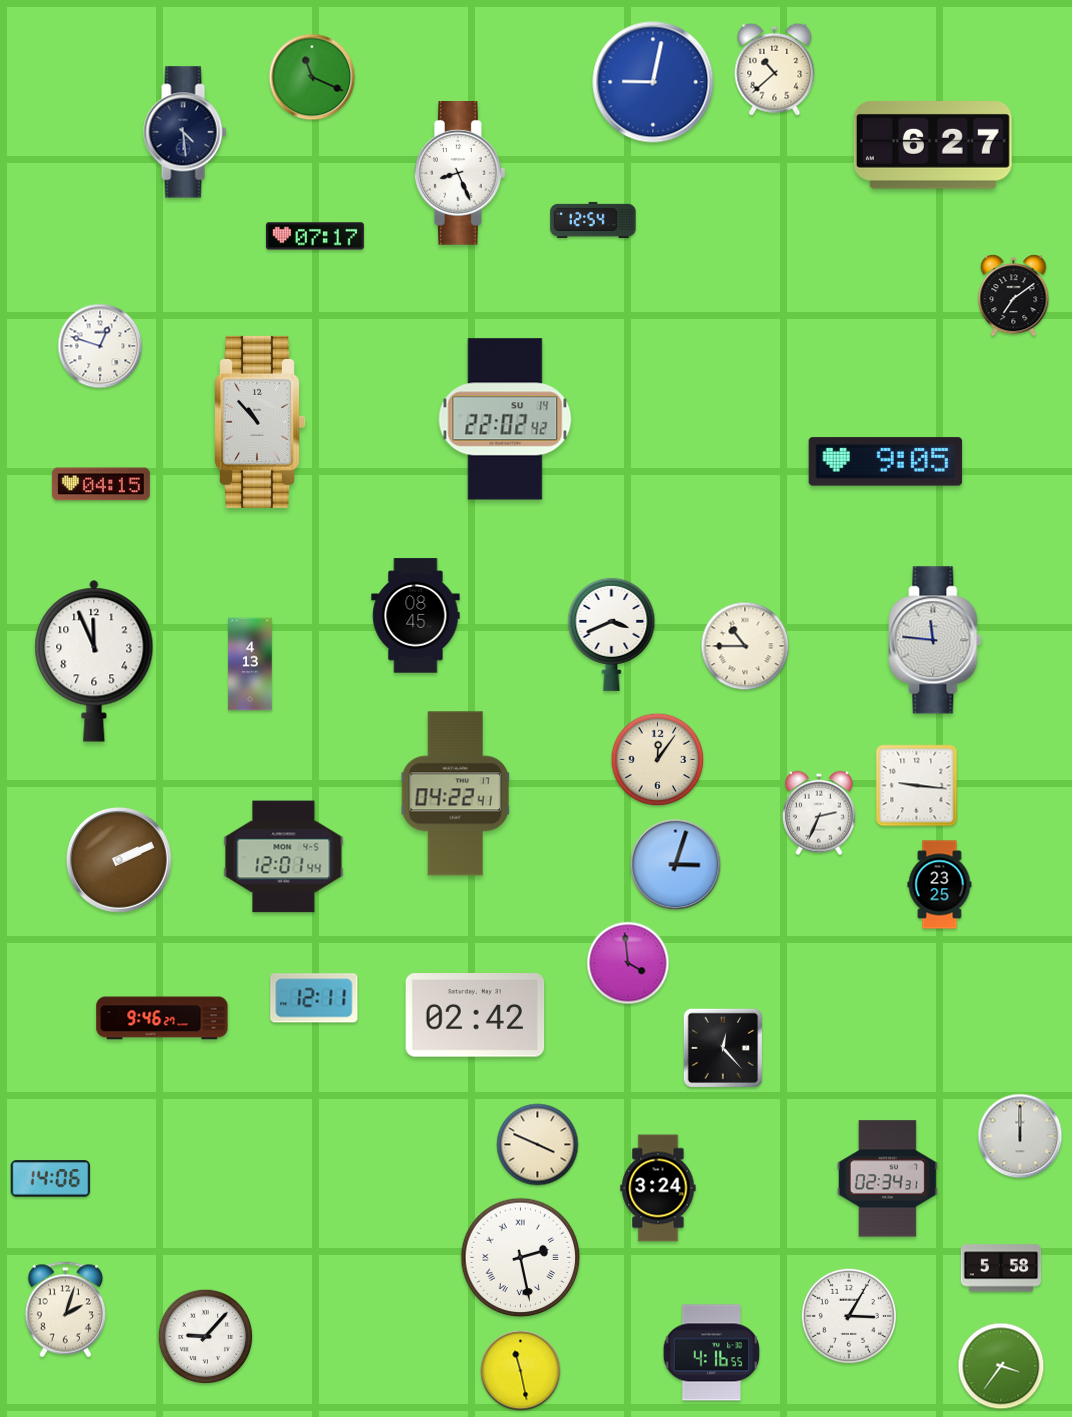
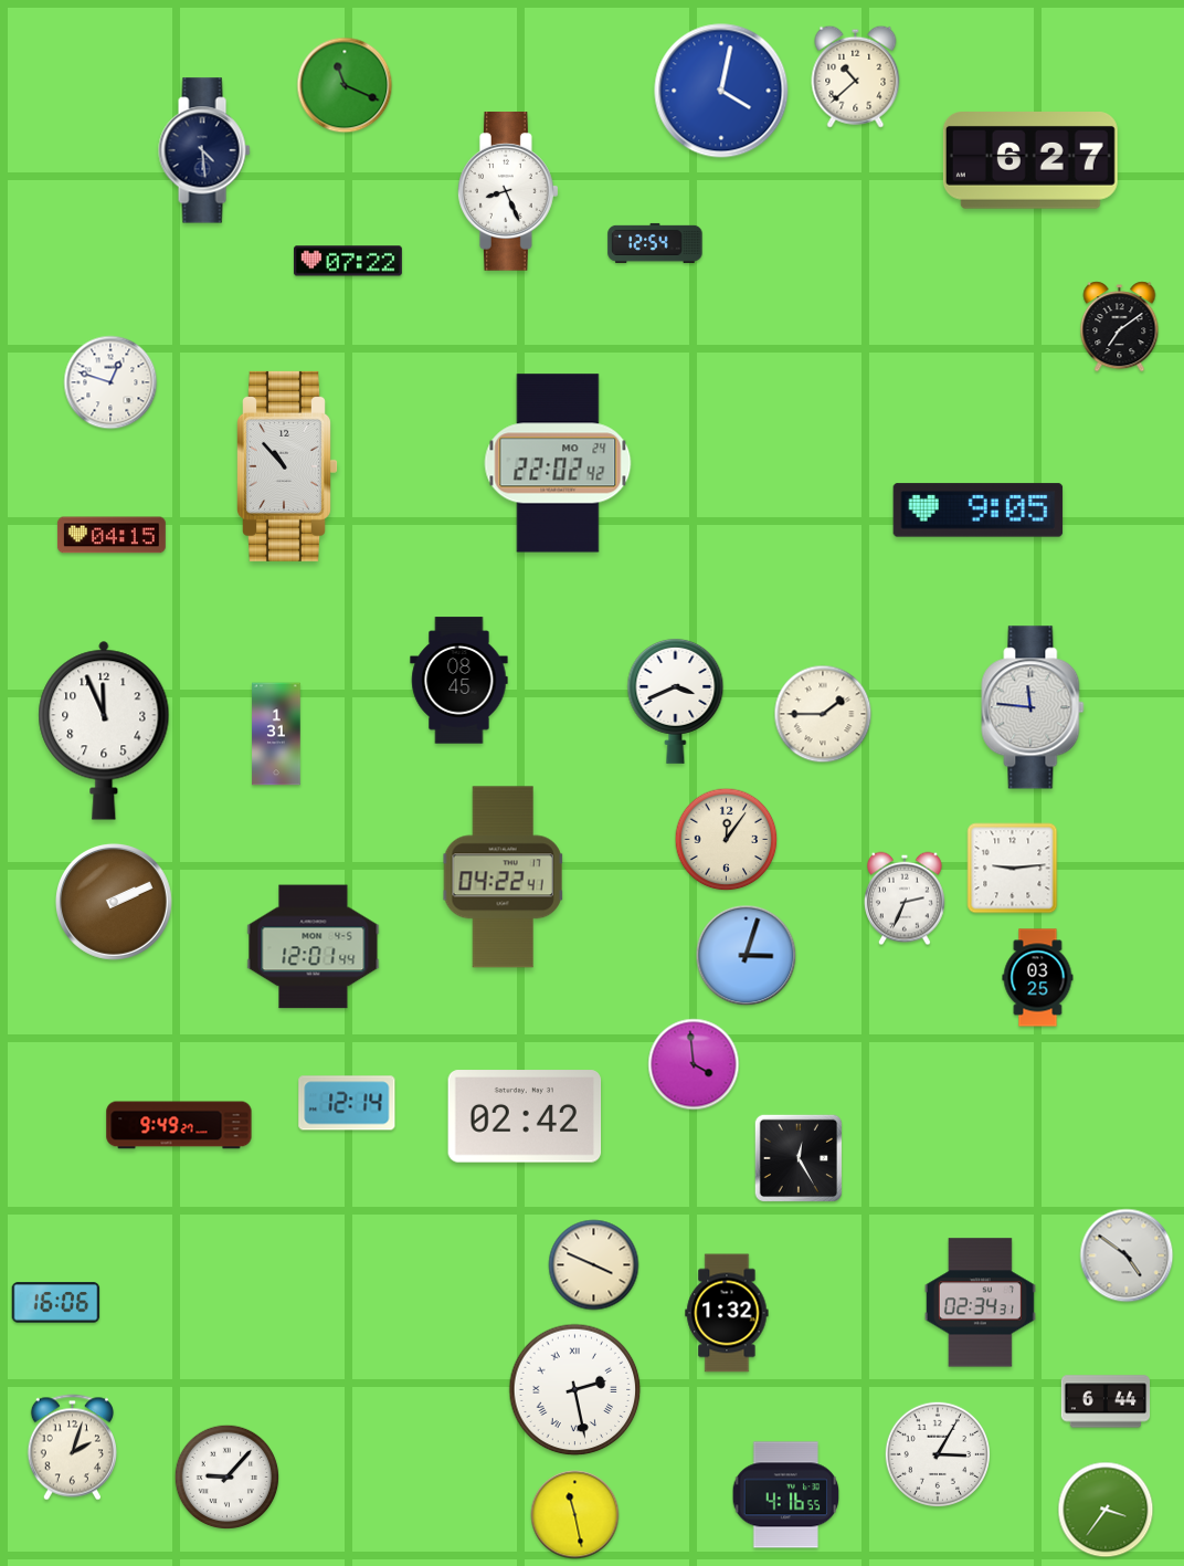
clock at (653, 82): 9:02 -> 4:02
clock at (185, 132) position: (185, 132) -> (204, 150)
clock at (315, 236): 07:17 -> 07:22
clock at (505, 419) date: SU 14 -> MO 24
clock at (745, 646): 10:45 -> 1:45
clock at (250, 664): 4:13 -> 1:31
clock at (917, 786): 9:16 -> 9:14
clock at (119, 860) position: (119, 860) -> (114, 902)
clock at (940, 885): 23:25 -> 03:25
clock at (314, 998): 12:11 -> 12:14
clock at (475, 1015) position: (475, 1015) -> (525, 1116)
clock at (162, 1018): 9:46 -> 9:49
clock at (722, 1047): 12:23 -> 12:25
clock at (1020, 1136): 12:00 -> 4:51
clock at (51, 1179): 14:06 -> 16:06
clock at (658, 1188): 3:24 -> 1:32
clock at (1001, 1268): 5:58 -> 6:44
